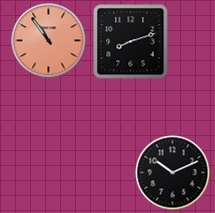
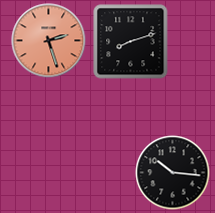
clock at (49, 41): 10:54 -> 2:27
clock at (173, 173): 10:11 -> 10:16
